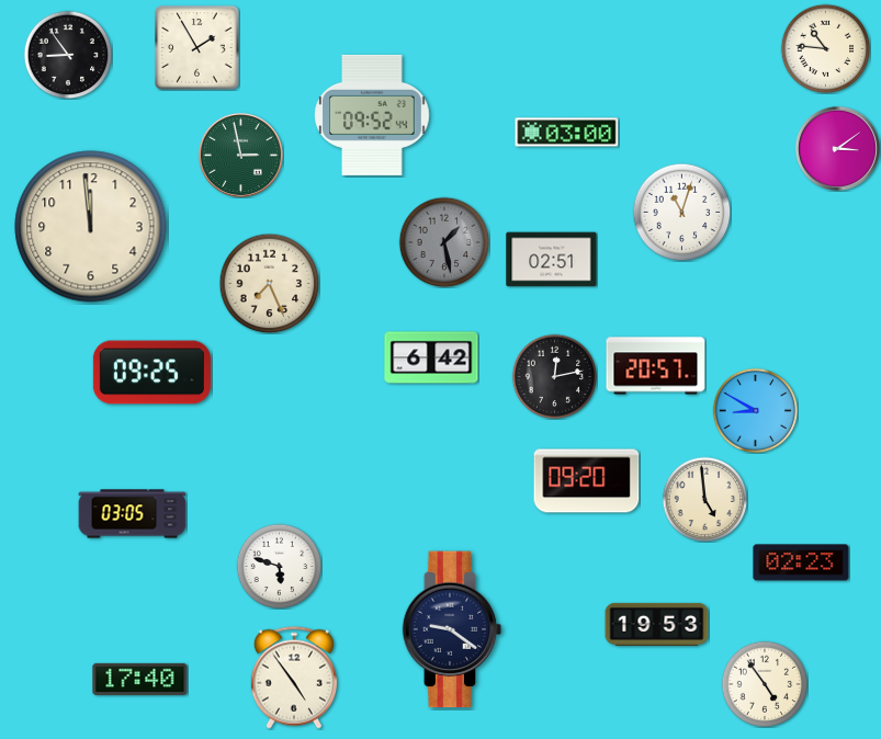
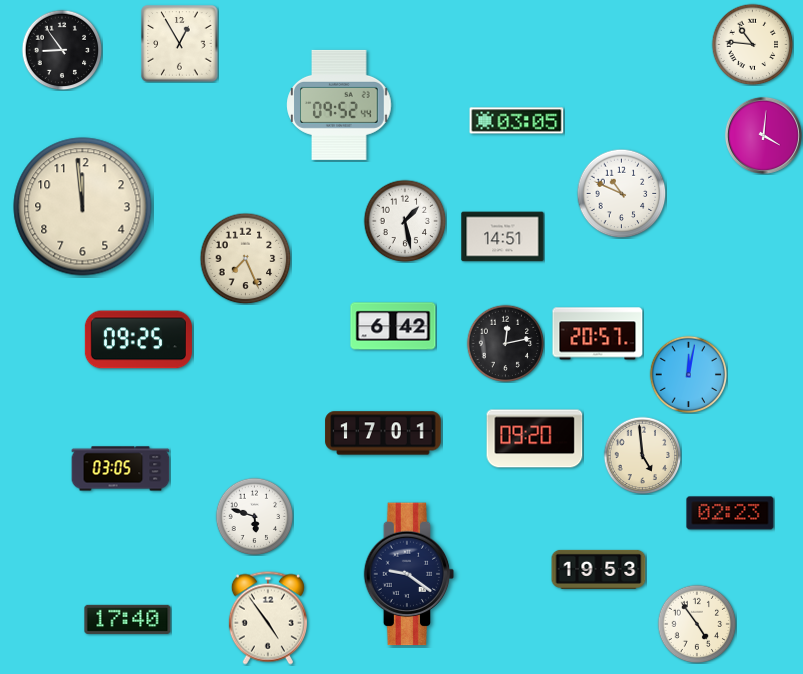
clock at (197, 48): 1:55 -> 12:55
clock at (567, 133): 03:00 -> 03:05
clock at (837, 148): 3:09 -> 4:01
clock at (240, 155): 2:58 -> none
clock at (681, 212): 11:03 -> 10:49
clock at (444, 242) dial: grey -> white
clock at (552, 260): 02:51 -> 14:51
clock at (755, 410): 8:50 -> 12:02
clock at (383, 433): none -> 17:01
clock at (452, 629) position: (452, 629) -> (409, 574)
